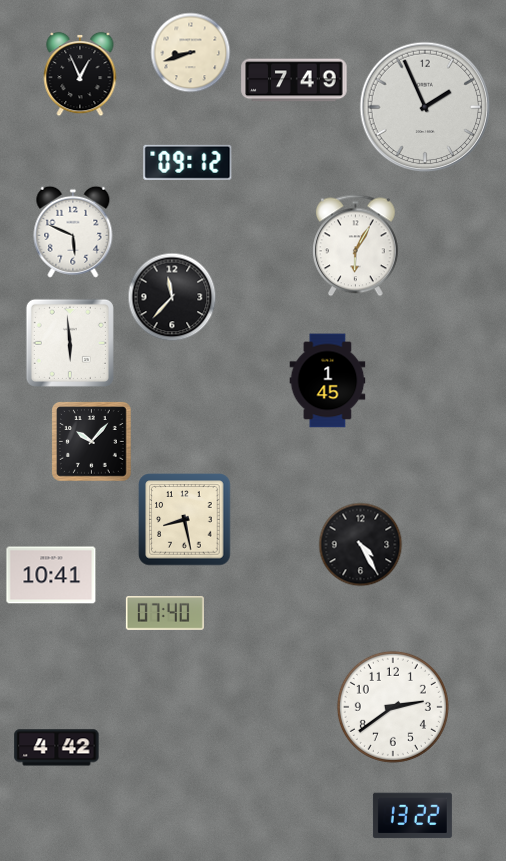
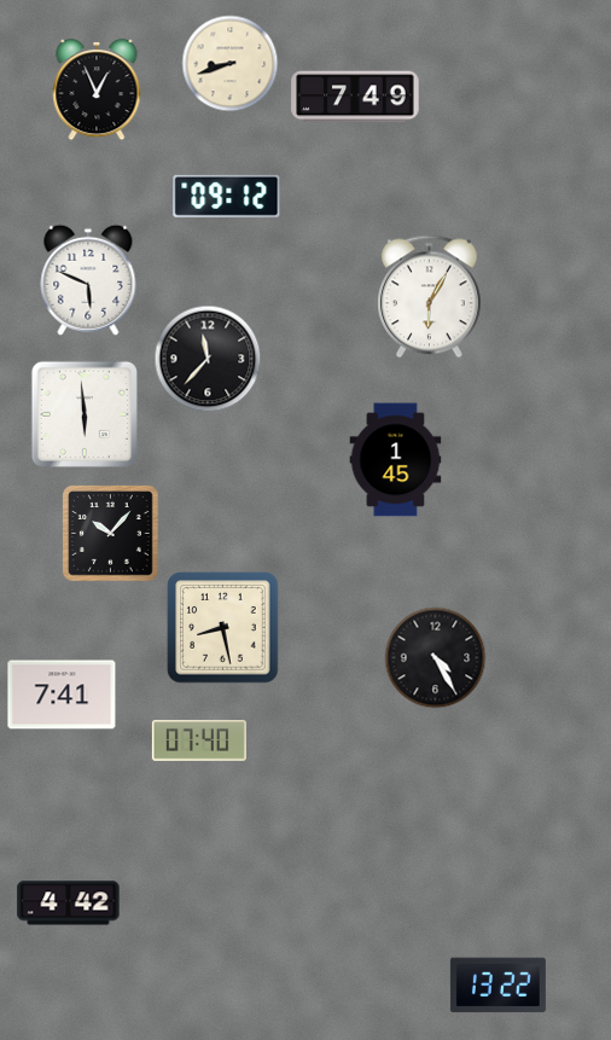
clock at (425, 107): 1:56 -> none
clock at (51, 575): 10:41 -> 7:41
clock at (393, 707): 2:39 -> none
